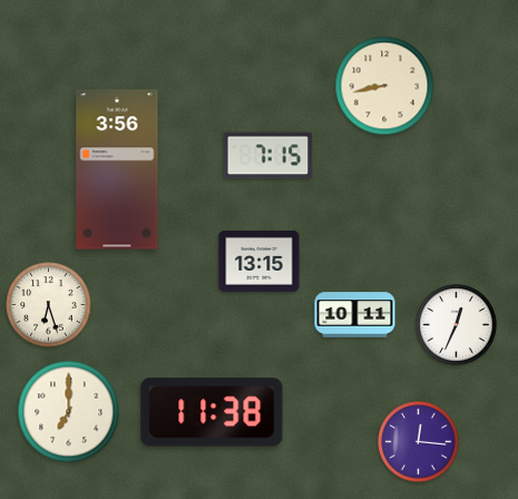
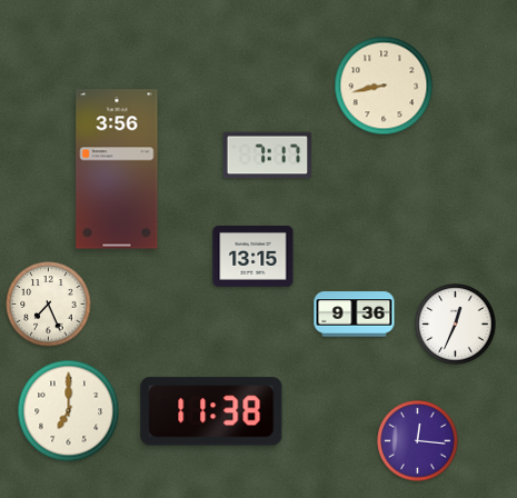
clock at (268, 156): 7:15 -> 7:17
clock at (260, 261) position: (260, 261) -> (253, 256)
clock at (49, 305): 6:27 -> 7:26
clock at (355, 315): 10:11 -> 9:36
